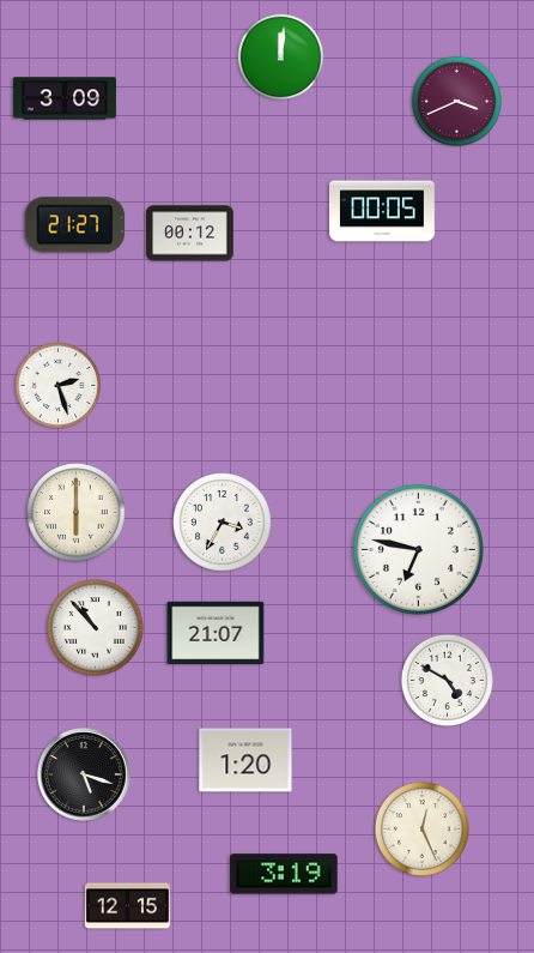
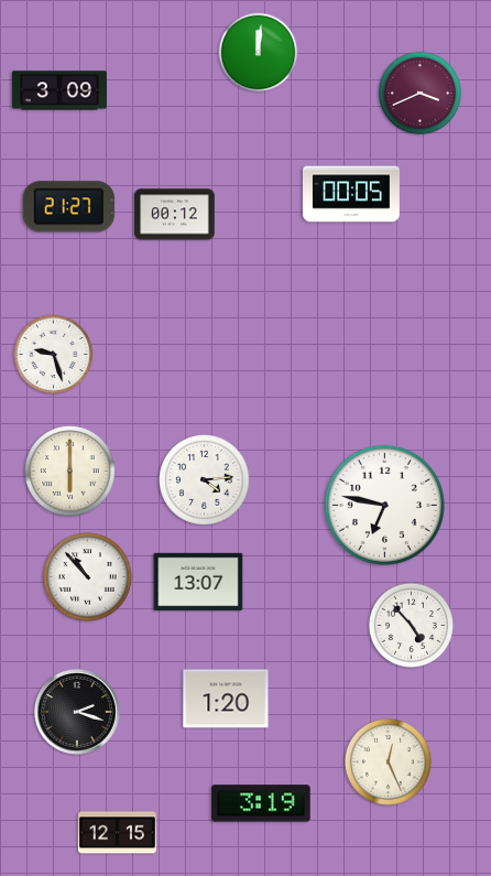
clock at (59, 386): 2:27 -> 9:27
clock at (223, 523): 3:35 -> 4:14
clock at (216, 633): 21:07 -> 13:07
clock at (447, 680): 4:50 -> 4:53
clock at (84, 774): 5:18 -> 2:18
